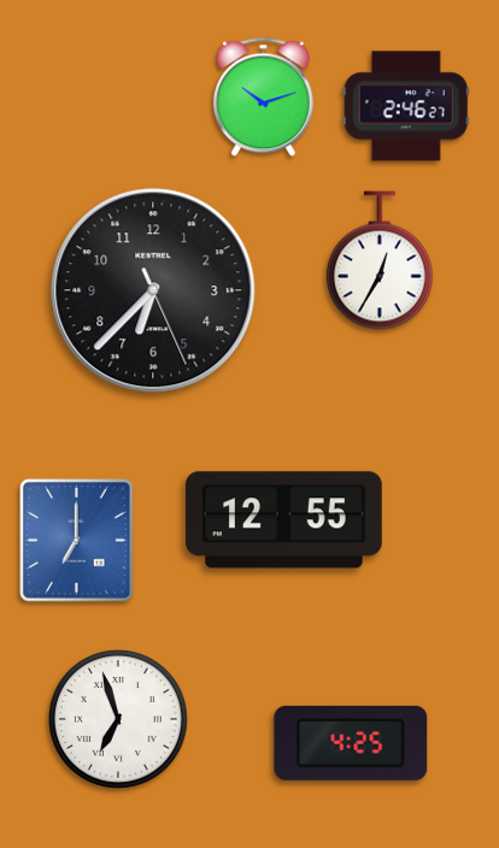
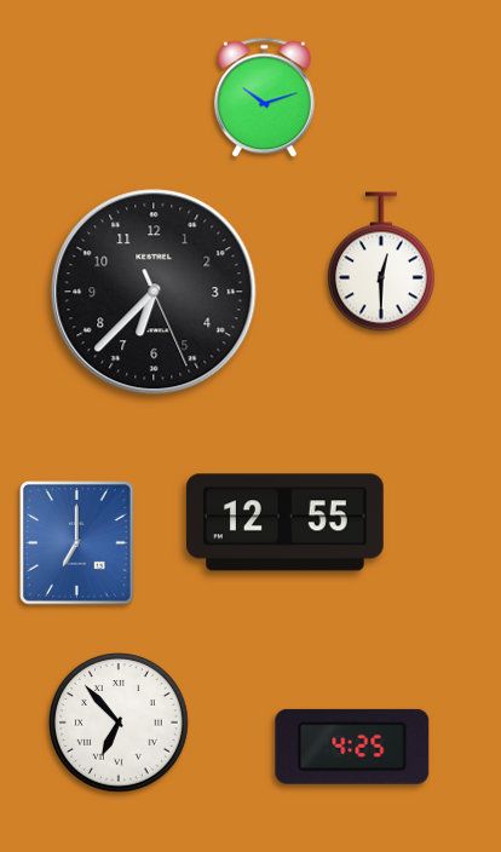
clock at (406, 106): 2:46 -> none
clock at (380, 260): 12:35 -> 12:30
clock at (119, 720): 6:57 -> 6:53
